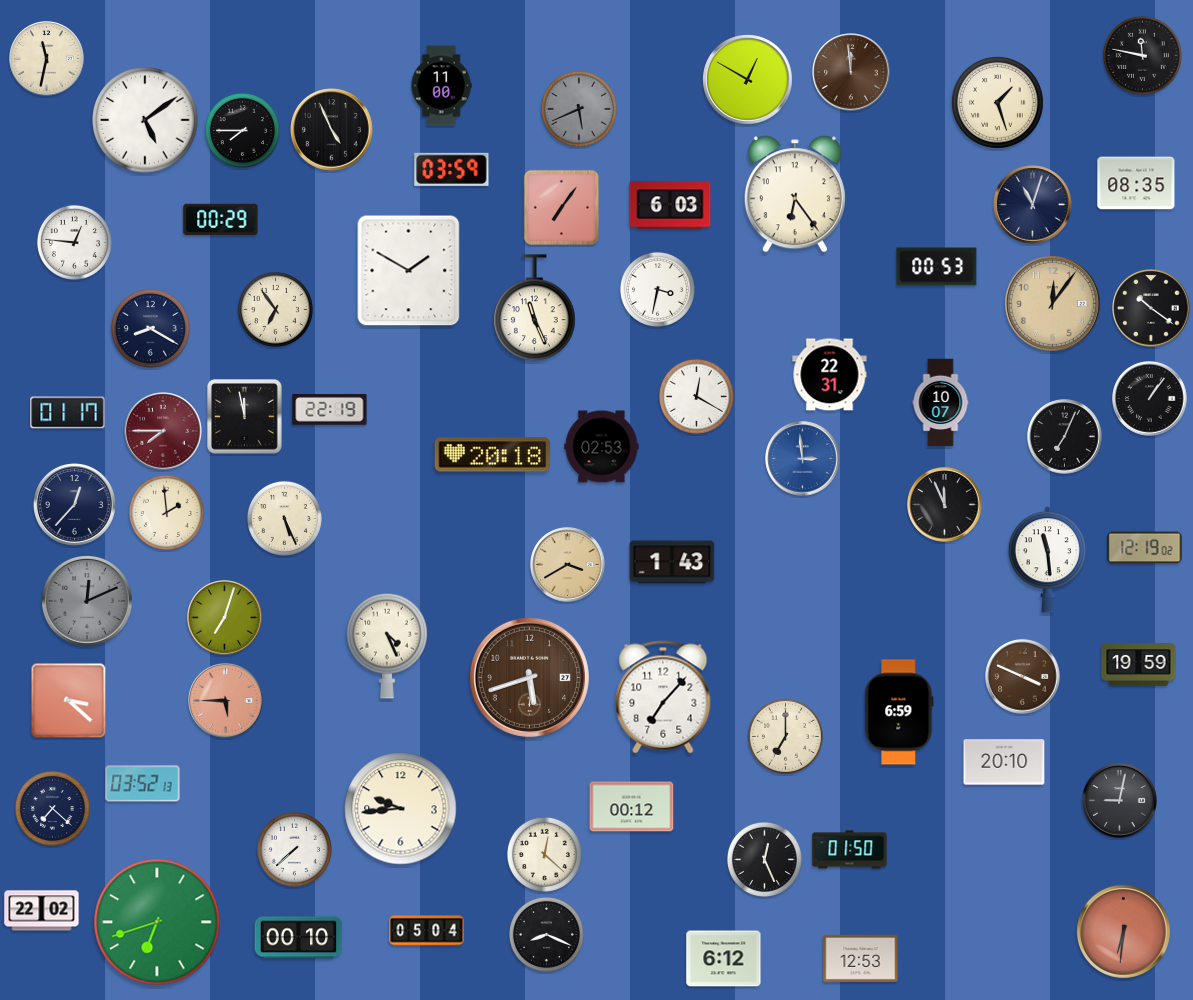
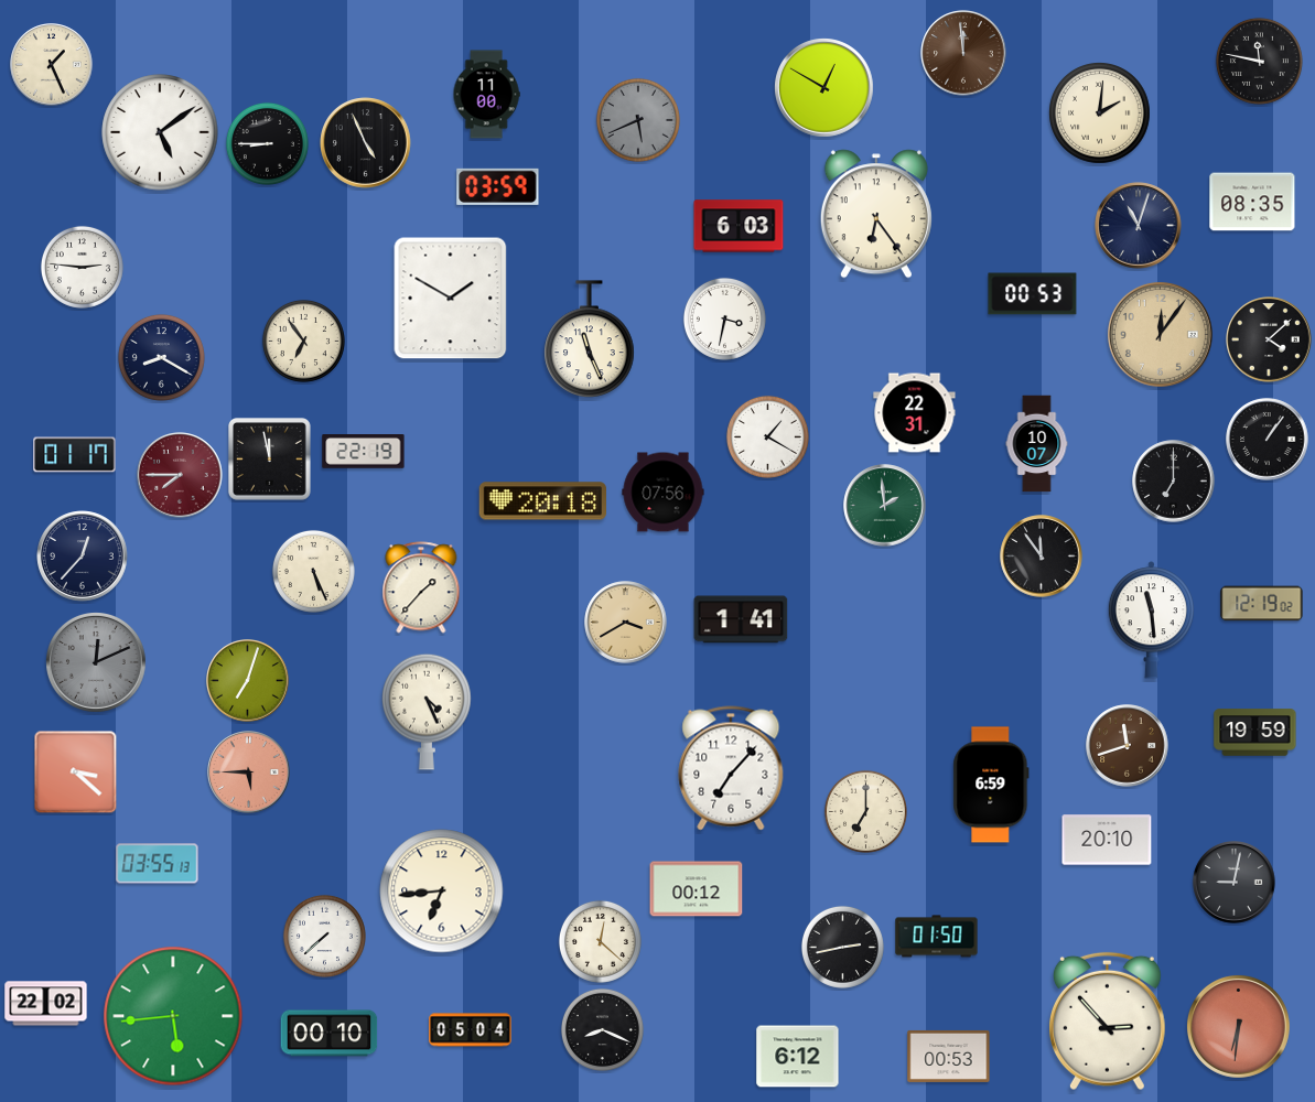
clock at (47, 59): 11:32 -> 1:26
clock at (851, 72) position: (851, 72) -> (963, 53)
clock at (998, 103): 1:27 -> 2:01
clock at (242, 130): 7:45 -> 8:45
clock at (561, 207): 7:06 -> none
clock at (221, 220): 00:29 -> none
clock at (74, 242): 12:46 -> 2:46
clock at (1151, 308): 10:21 -> 4:08
clock at (150, 328) position: (150, 328) -> (161, 357)
clock at (696, 396): 12:20 -> 1:20
clock at (1065, 437): 7:04 -> 7:00
clock at (602, 447): 02:53 -> 07:56
clock at (803, 459): 2:59 -> 1:59
clock at (803, 459) dial: blue -> green
clock at (945, 505): 11:56 -> 11:54
clock at (166, 512): 1:59 -> none
clock at (421, 587): none -> 1:37
clock at (1047, 560) position: (1047, 560) -> (1151, 620)
clock at (672, 562): 1:43 -> 1:41
clock at (529, 677): 5:42 -> none
clock at (1023, 677): 3:49 -> 11:42
clock at (143, 784): 03:52 -> 03:55
clock at (52, 808): 7:22 -> none
clock at (401, 809): 9:44 -> 6:44
clock at (764, 859): 12:26 -> 2:43
clock at (157, 922): 6:42 -> 5:44
clock at (1107, 1022): none -> 2:53
clock at (427, 931) position: (427, 931) -> (471, 1030)
clock at (861, 958): 12:53 -> 00:53
